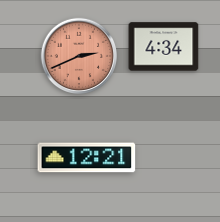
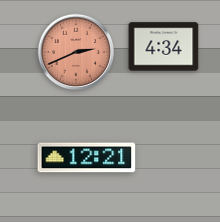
clock at (78, 55) position: (78, 55) -> (75, 51)
